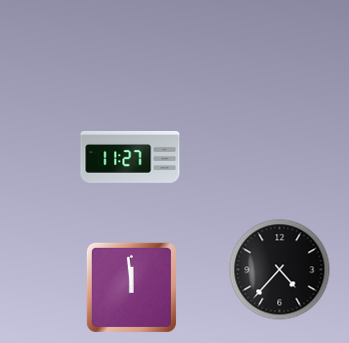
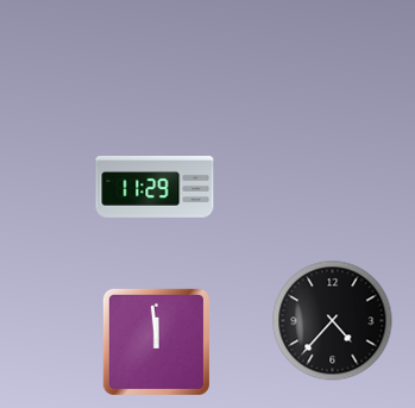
clock at (130, 158): 11:27 -> 11:29
